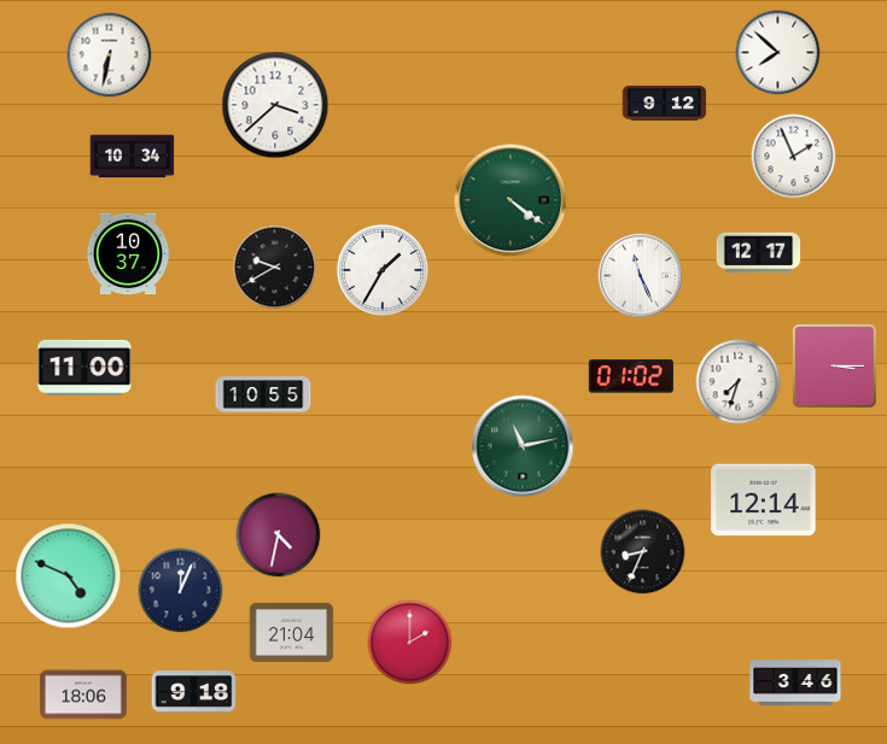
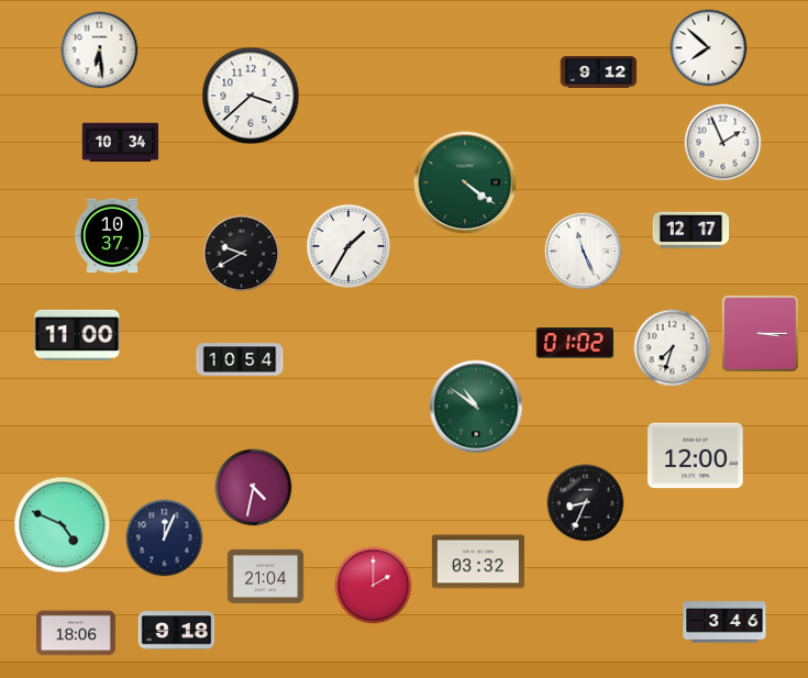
clock at (110, 55): 6:32 -> 6:29
clock at (665, 104) position: (665, 104) -> (599, 73)
clock at (128, 254) position: (128, 254) -> (112, 236)
clock at (275, 268) position: (275, 268) -> (242, 254)
clock at (263, 394): 10:55 -> 10:54
clock at (523, 446): 11:13 -> 10:51
clock at (764, 500): 12:14 -> 12:00
clock at (478, 562): none -> 03:32
